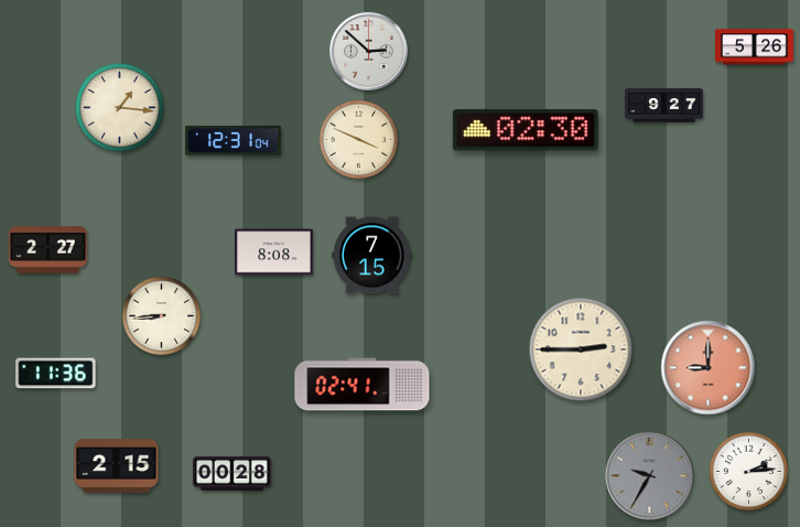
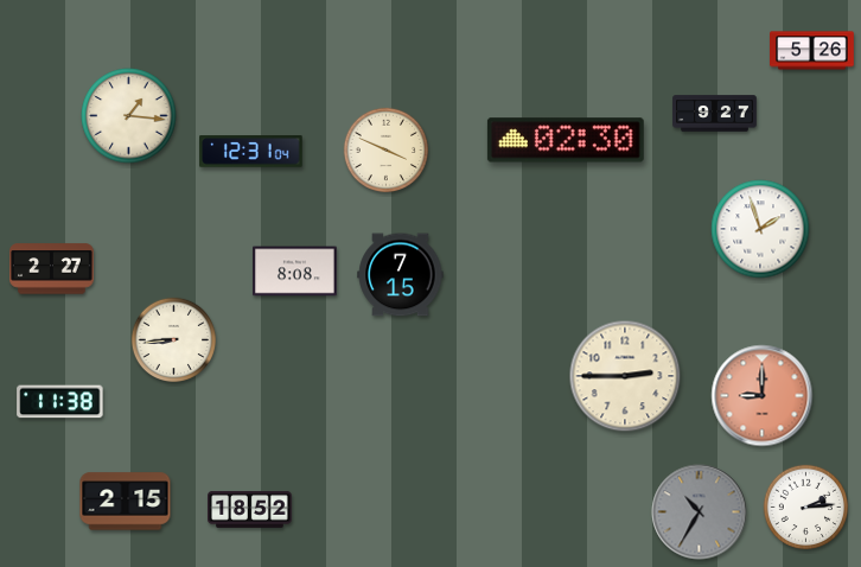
clock at (369, 52): 2:52 -> none
clock at (760, 229): none -> 1:57
clock at (56, 374): 11:36 -> 11:38
clock at (363, 385): 02:41 -> none
clock at (233, 473): 00:28 -> 18:52
clock at (650, 476): 9:35 -> 10:35
